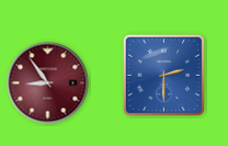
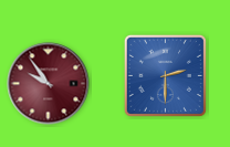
clock at (48, 83): 8:54 -> 9:54
